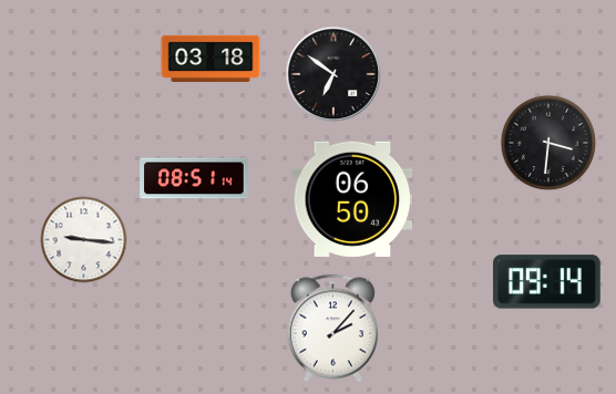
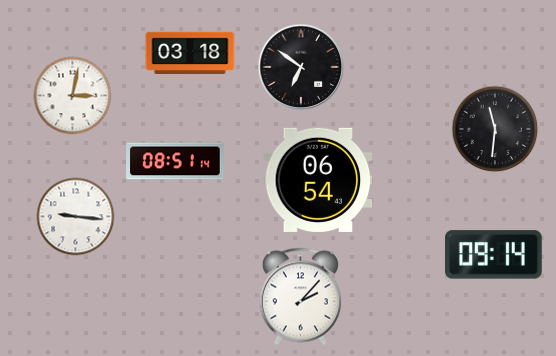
clock at (73, 96): none -> 3:02
clock at (548, 143): 3:31 -> 11:31
clock at (352, 199): 06:50 -> 06:54
